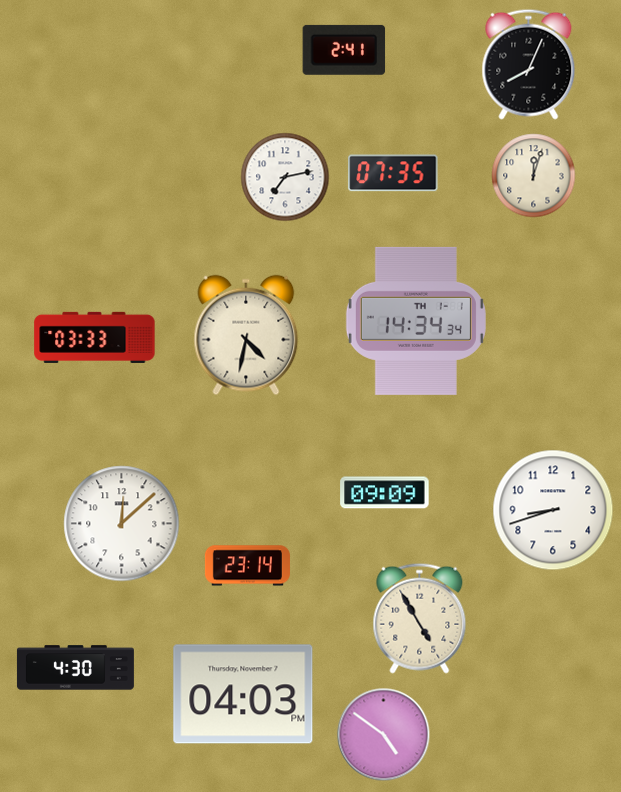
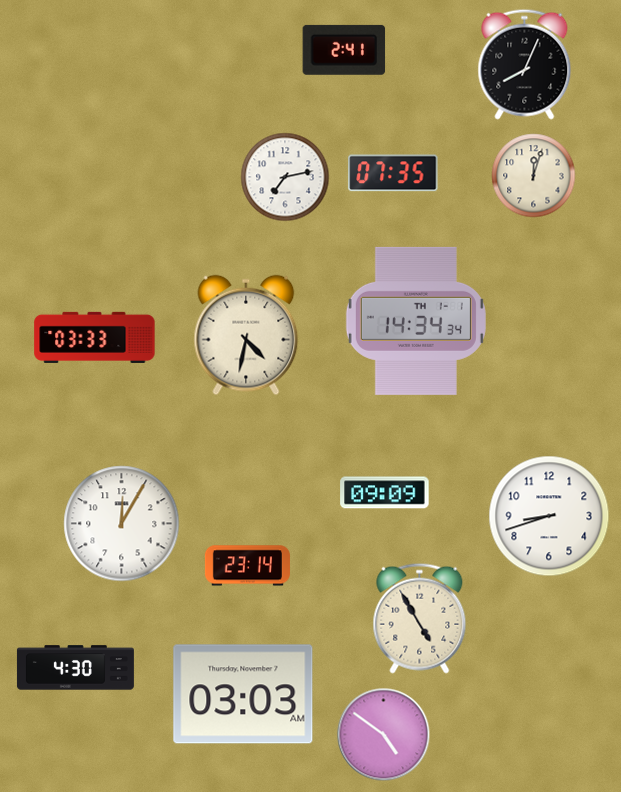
clock at (529, 64) position: (529, 64) -> (525, 64)
clock at (553, 510) position: (553, 510) -> (549, 516)
clock at (122, 524): 12:08 -> 12:05
clock at (243, 694): 04:03 -> 03:03
